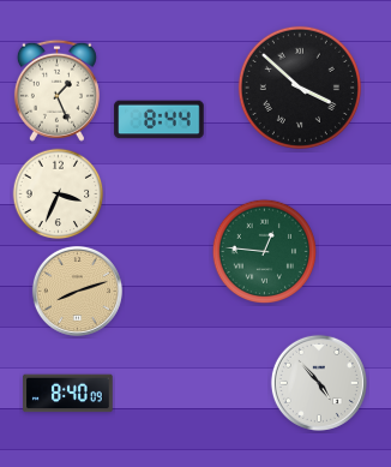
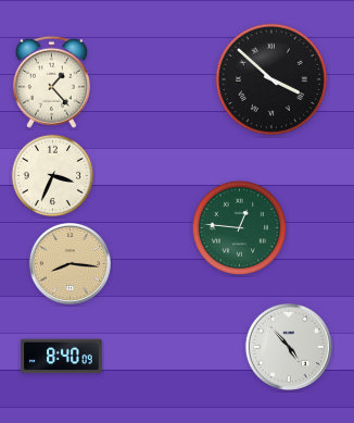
clock at (56, 90): 1:26 -> 1:23
clock at (160, 120): 8:44 -> none
clock at (77, 291): 8:12 -> 8:16
